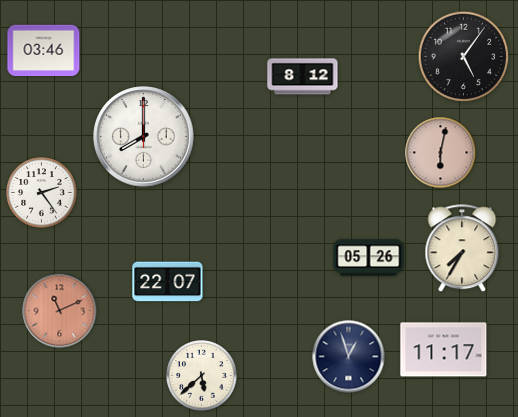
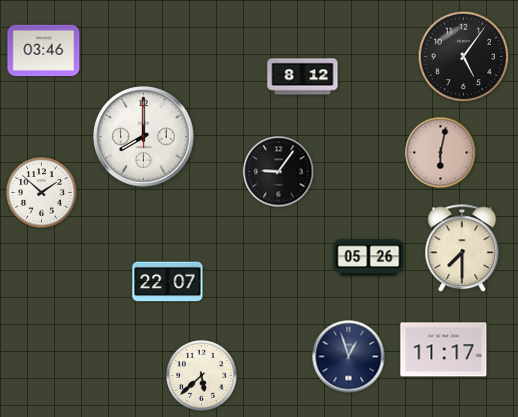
clock at (279, 172): none -> 9:06
clock at (42, 193): 2:24 -> 1:52
clock at (462, 249): 7:35 -> 7:30
clock at (60, 311): 11:11 -> none
